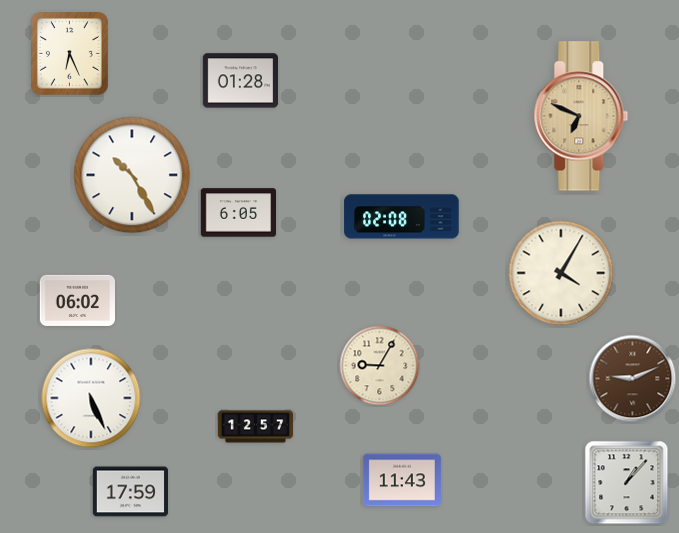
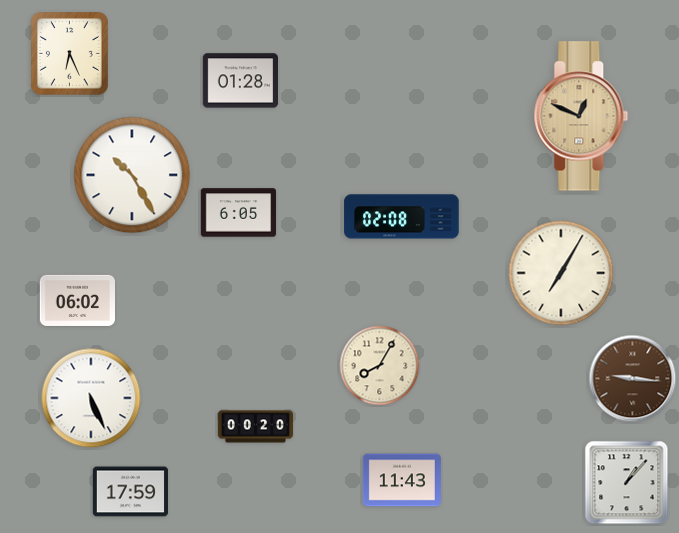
clock at (581, 116): 6:49 -> 12:49
clock at (561, 273): 4:05 -> 7:05
clock at (380, 366): 9:05 -> 8:05
clock at (633, 379): 9:11 -> 9:16
clock at (256, 427): 12:57 -> 00:20
